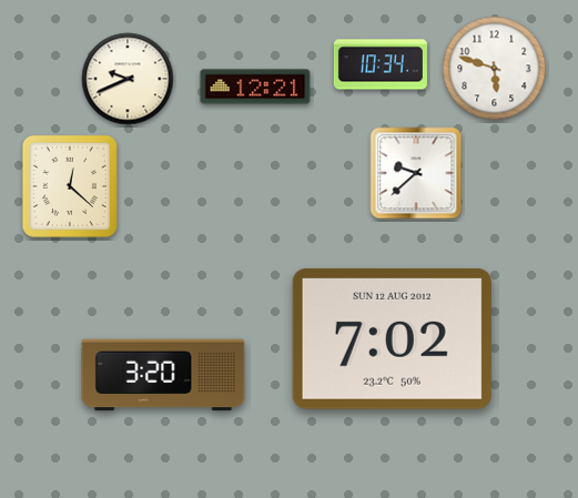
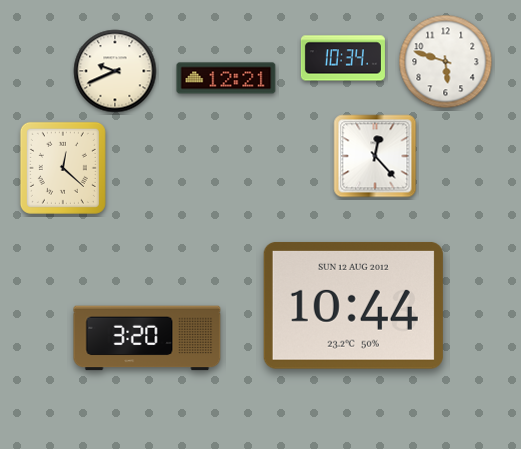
clock at (255, 87) position: (255, 87) -> (226, 78)
clock at (416, 173): 9:38 -> 12:23
clock at (392, 338): 7:02 -> 10:44
